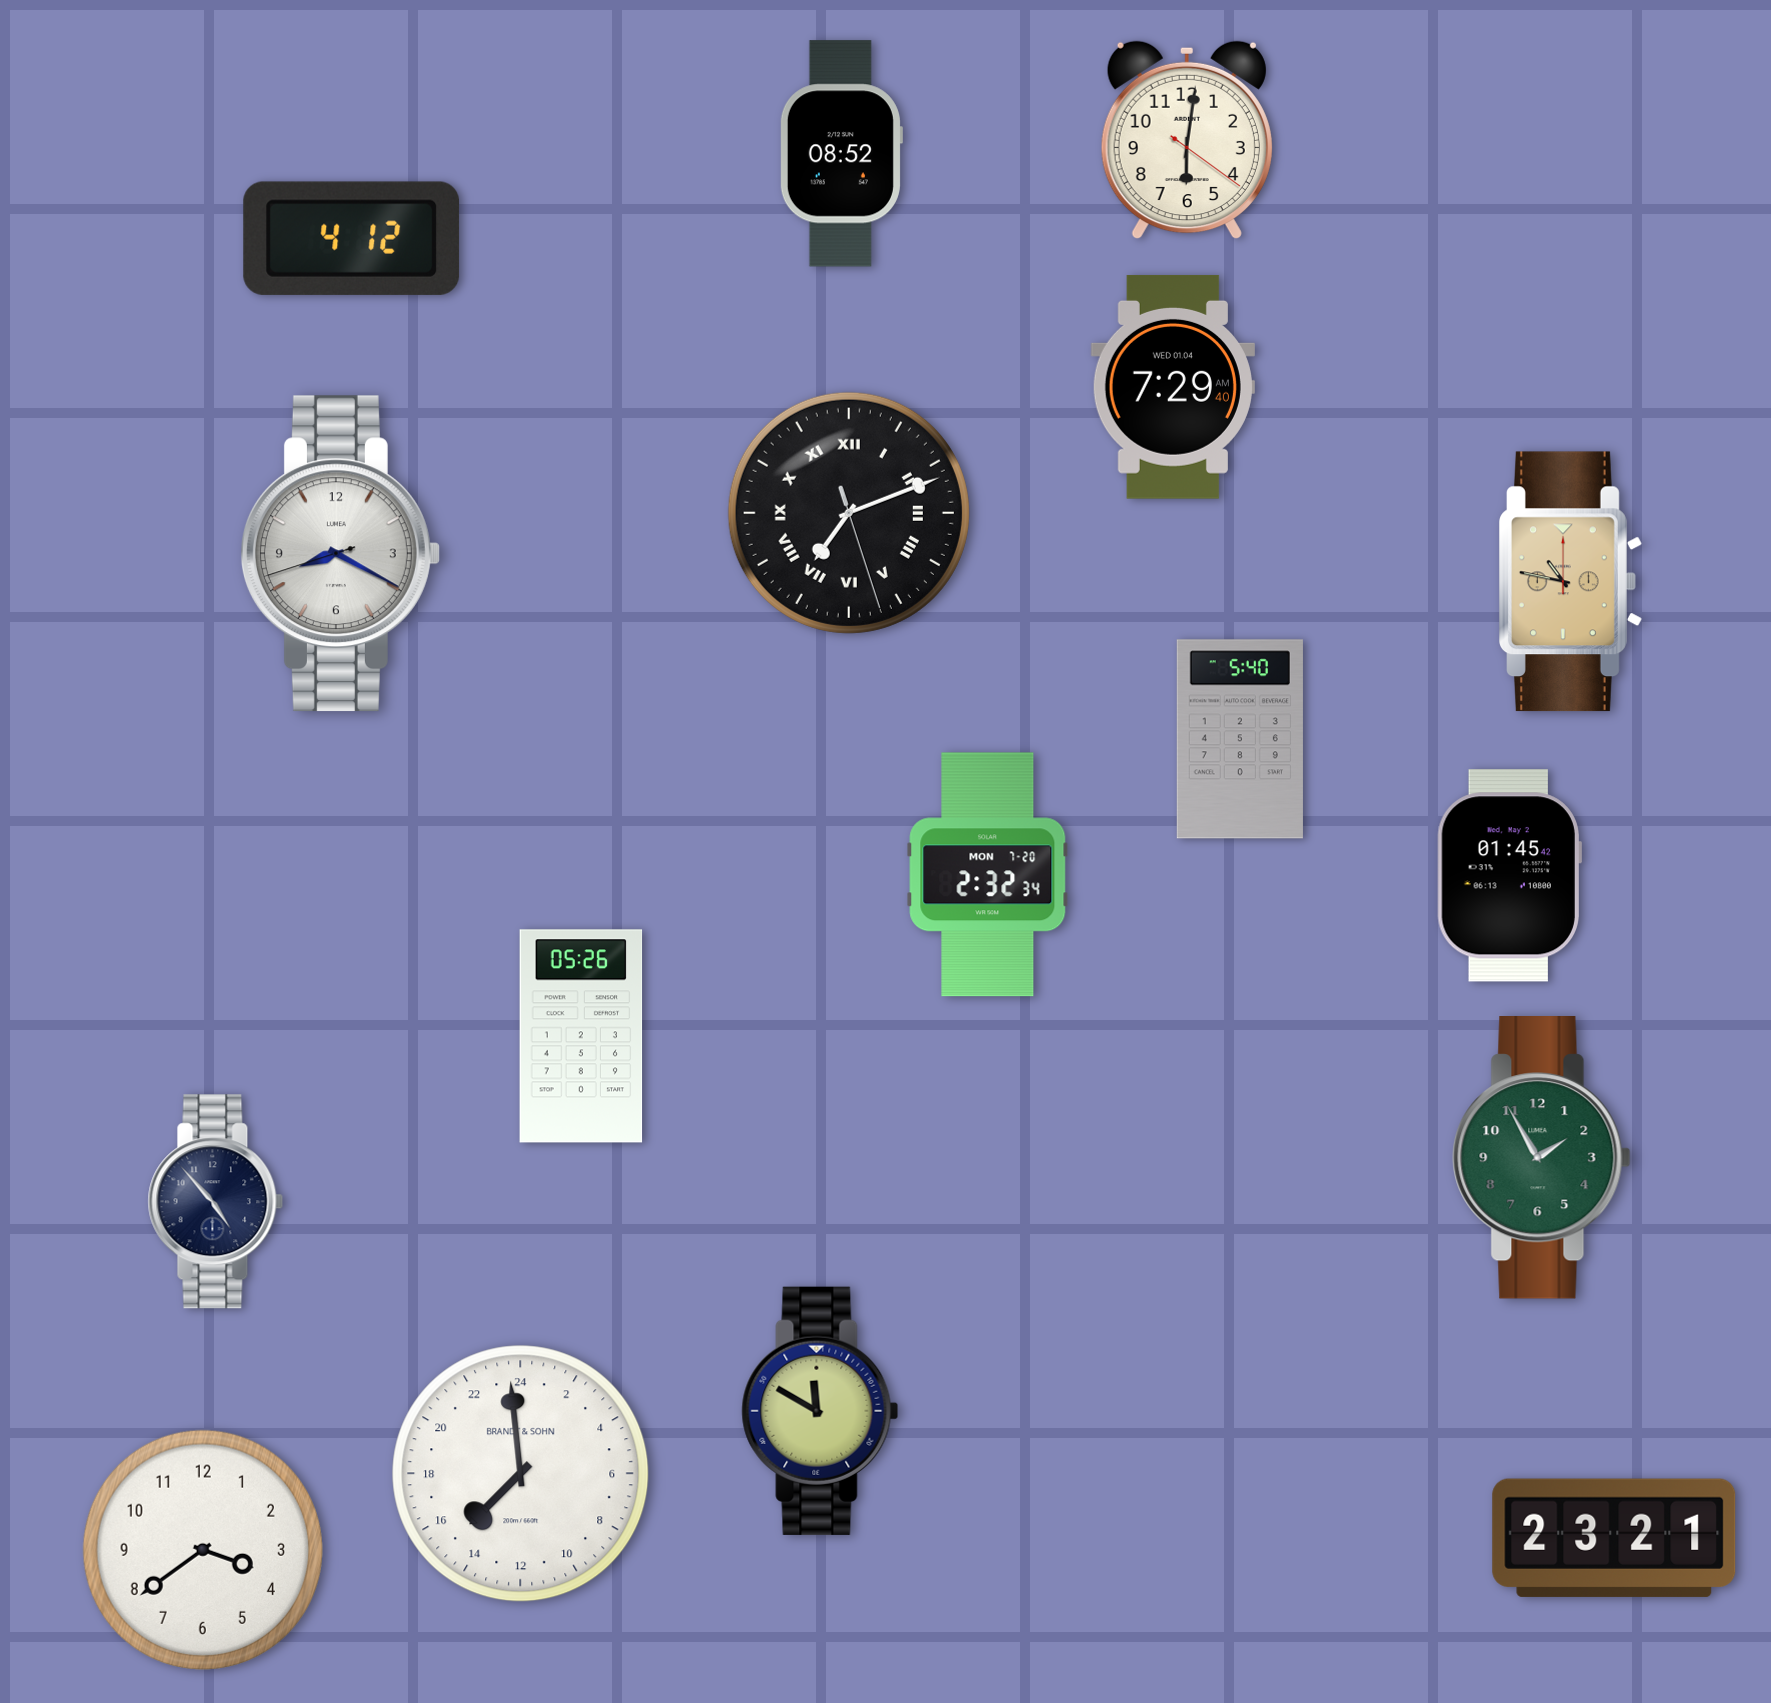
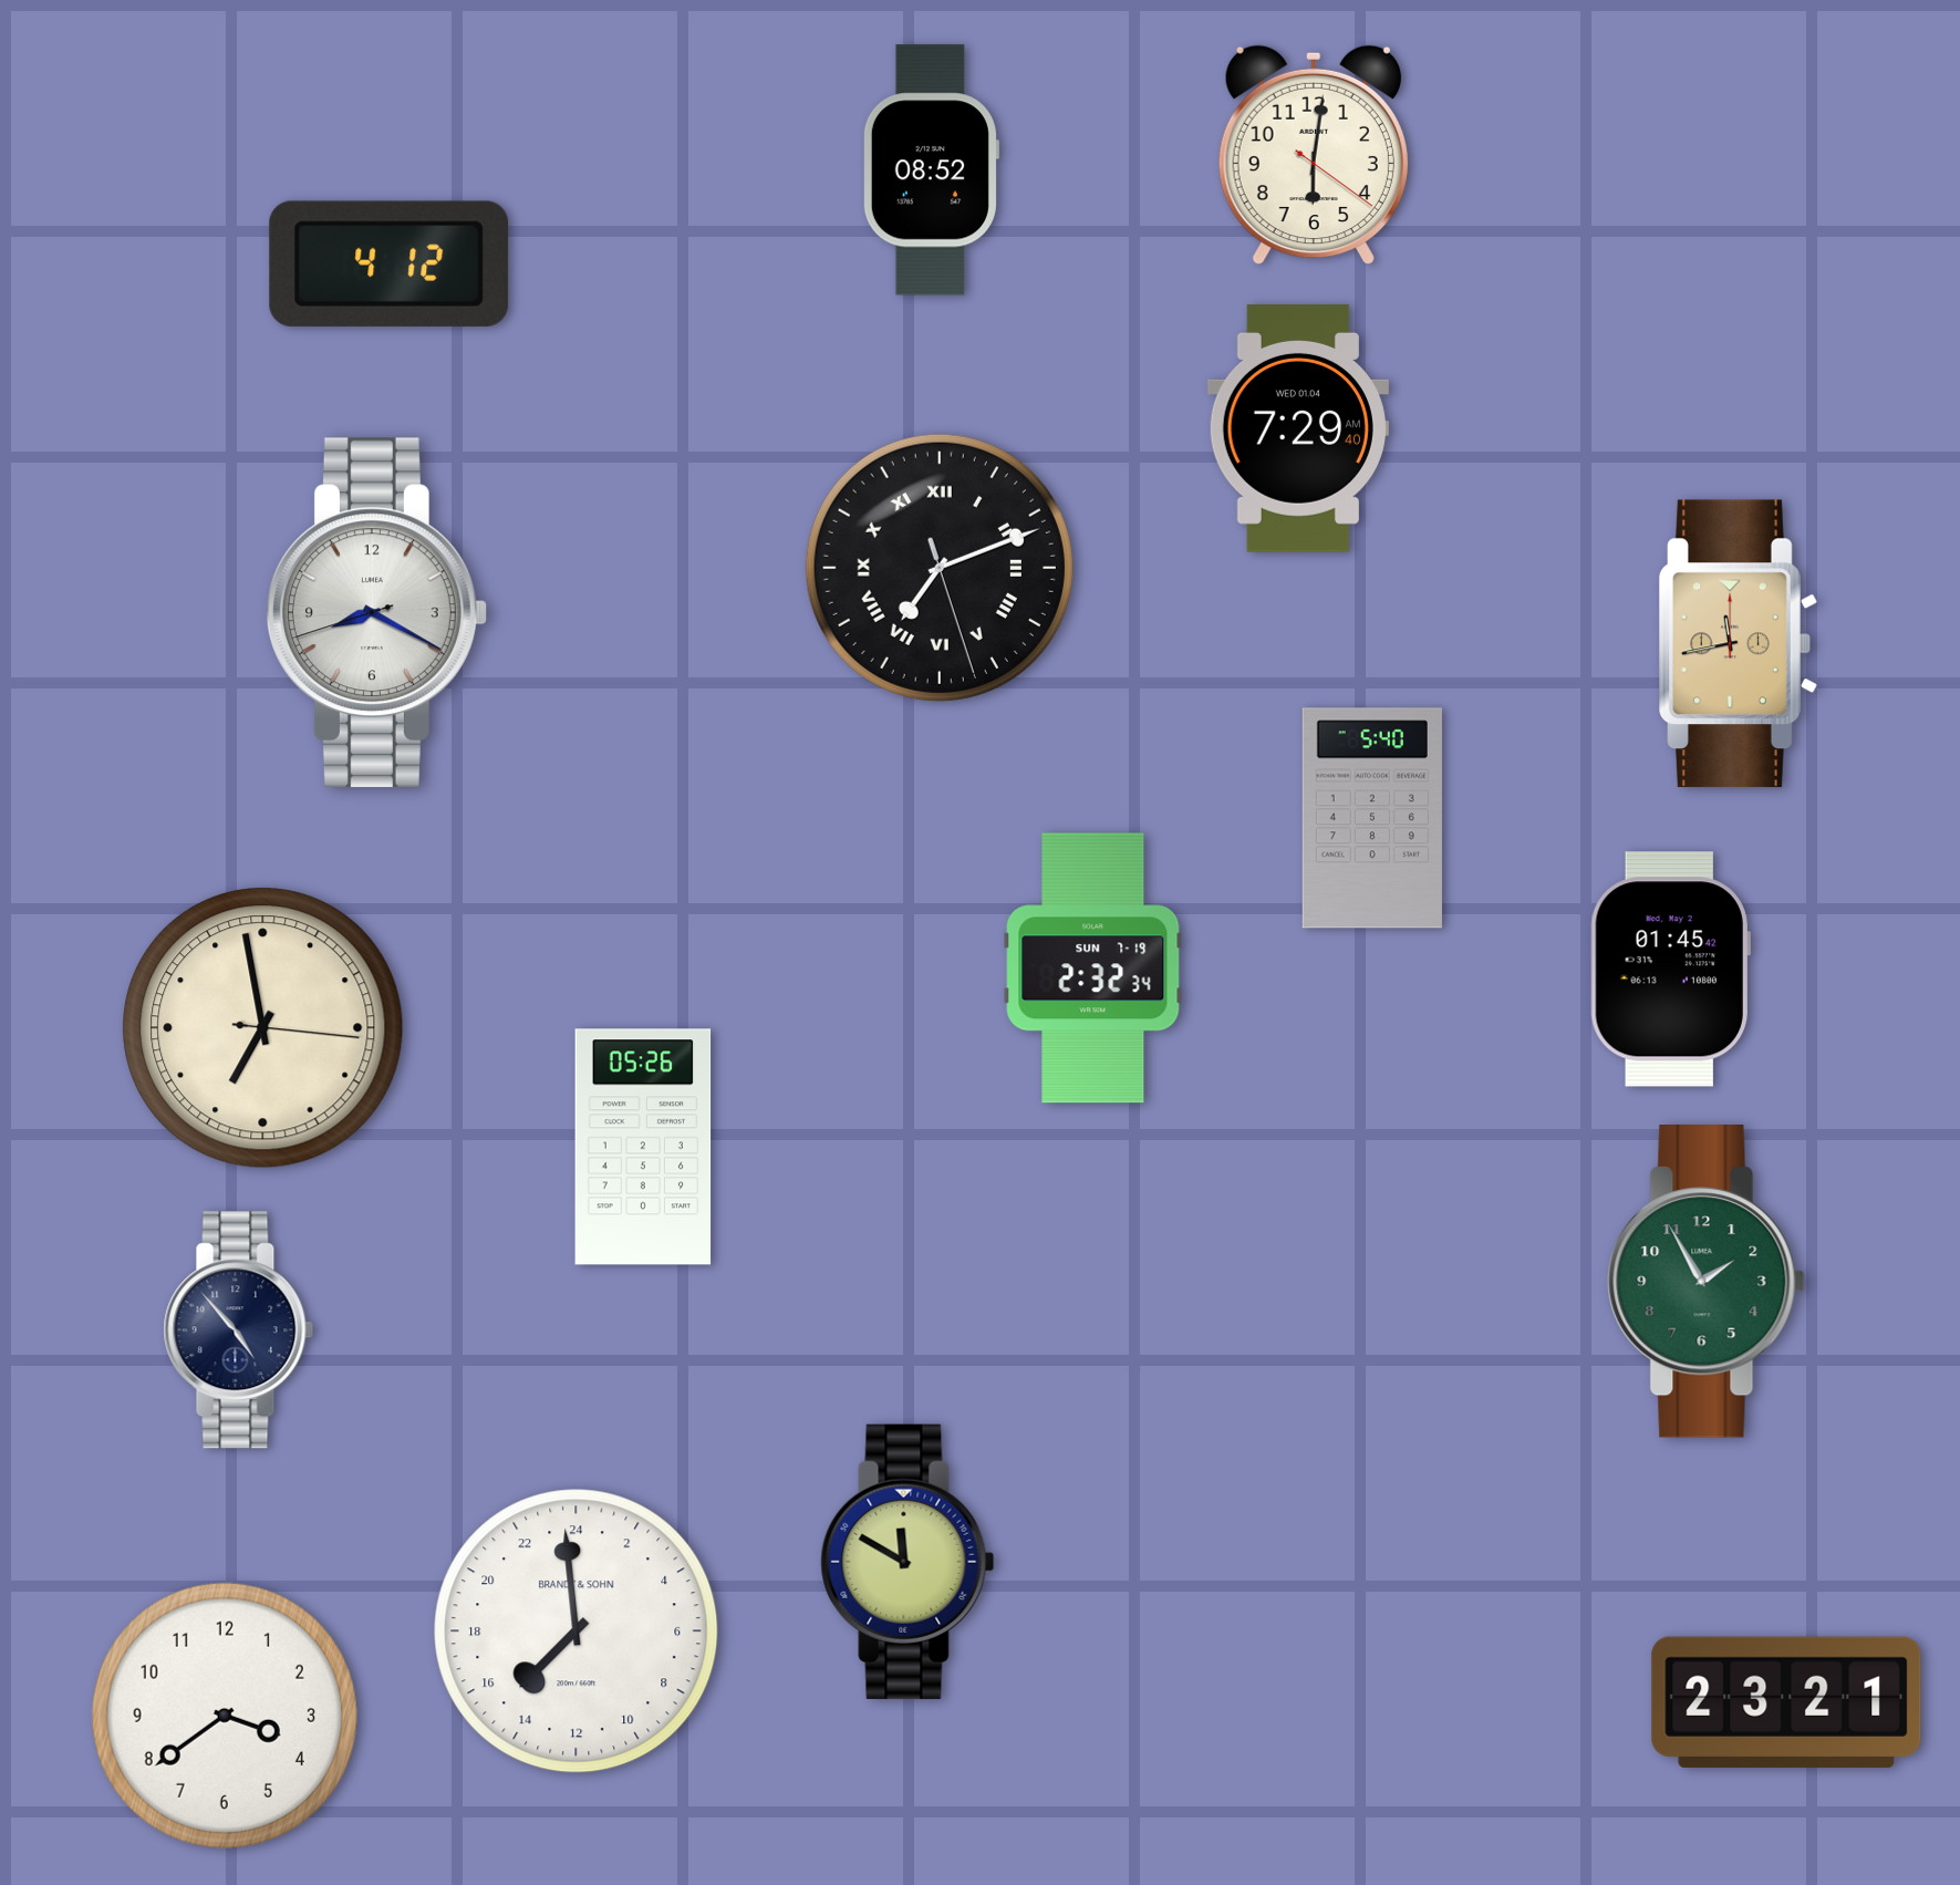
clock at (1571, 582): 10:47 -> 11:43
clock at (988, 875) date: MON 7-20 -> SUN 7-19
clock at (263, 1028): none -> 6:58
